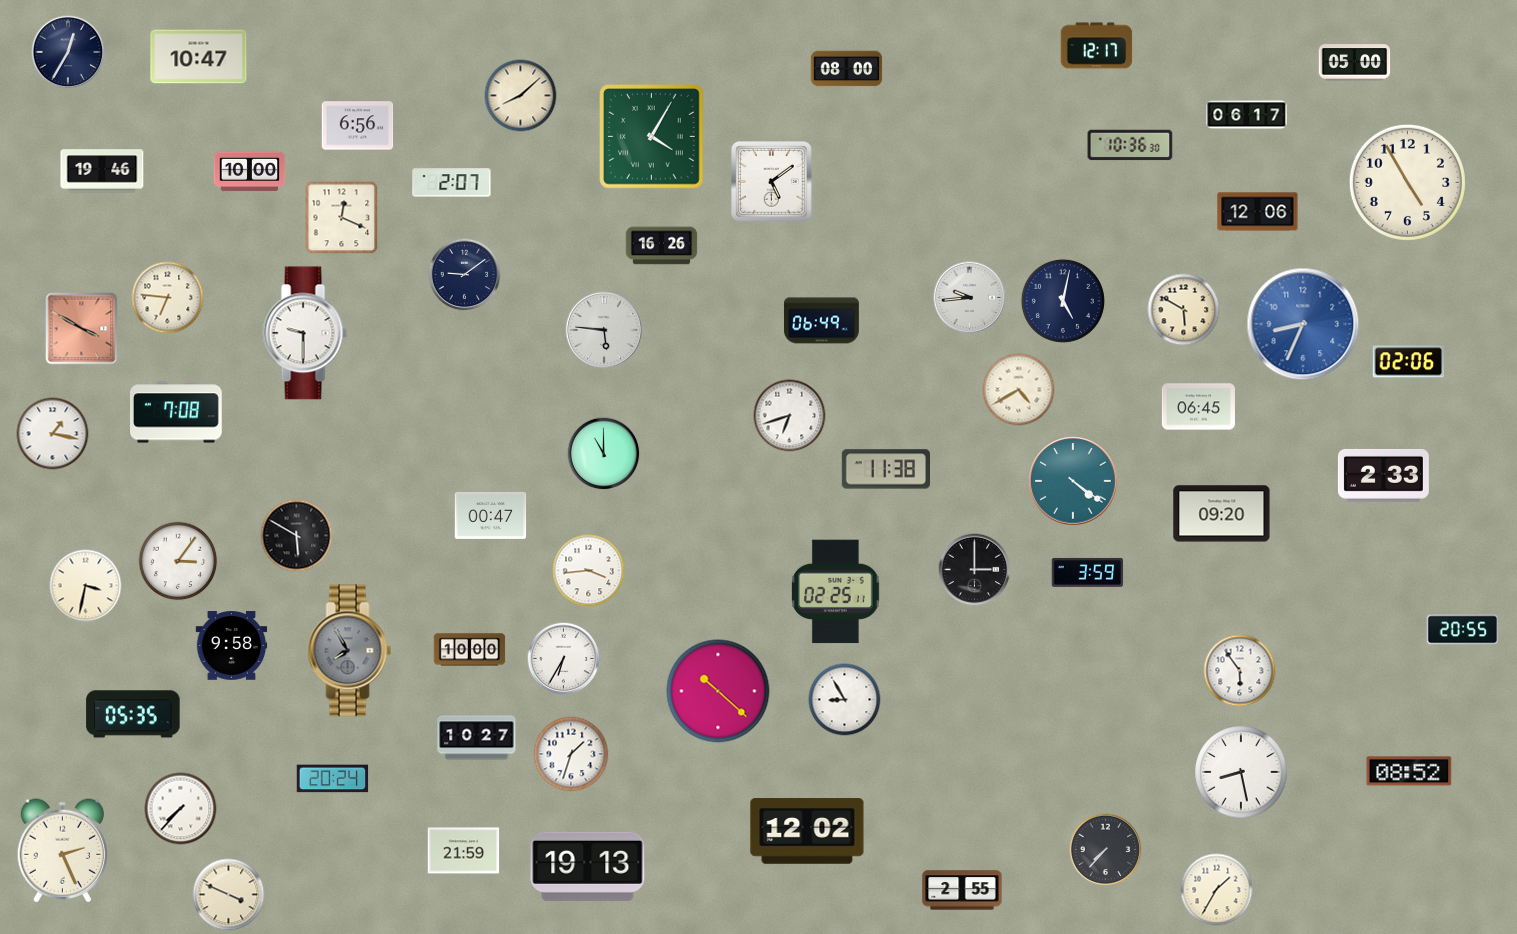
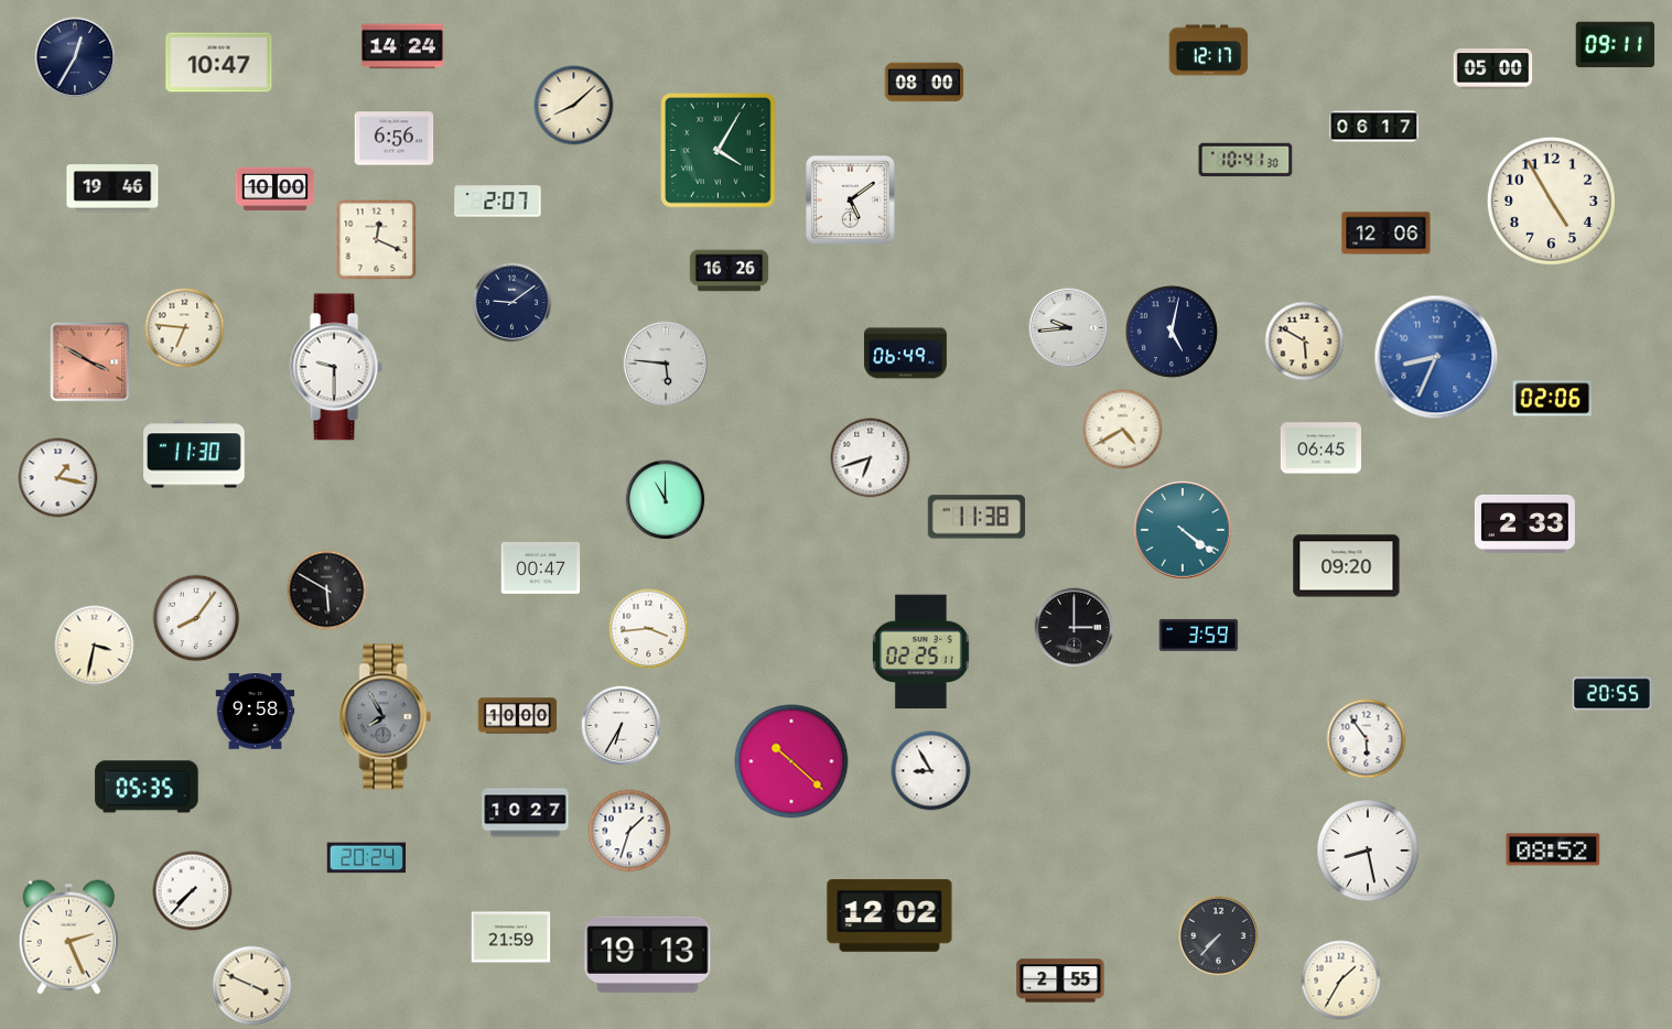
clock at (1616, 45): none -> 09:11
clock at (402, 46): none -> 14:24
clock at (847, 69) position: (847, 69) -> (925, 83)
clock at (1130, 145): 10:36 -> 10:41
clock at (177, 412): 7:08 -> 11:30
clock at (178, 561): 3:06 -> 8:06
clock at (1088, 572) position: (1088, 572) -> (1199, 635)
clock at (181, 809) position: (181, 809) -> (193, 891)
